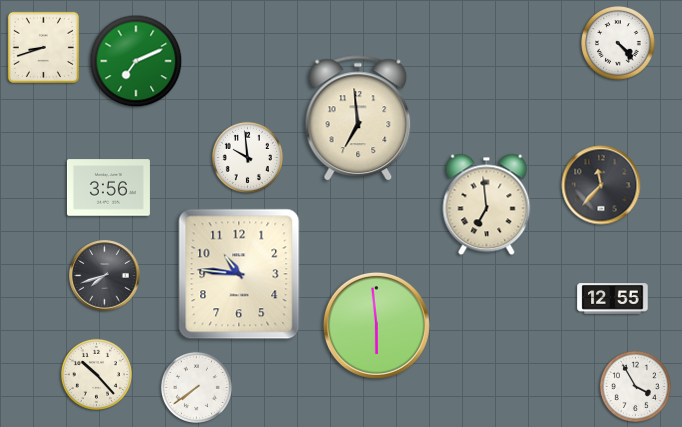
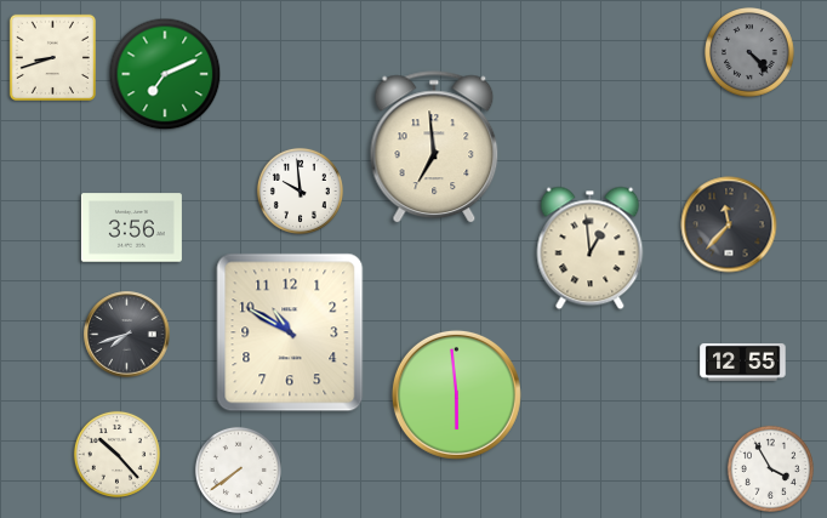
clock at (619, 44) dial: white -> grey
clock at (358, 119) position: (358, 119) -> (434, 148)
clock at (487, 205): 6:59 -> 12:59
clock at (239, 274): 10:46 -> 10:50
